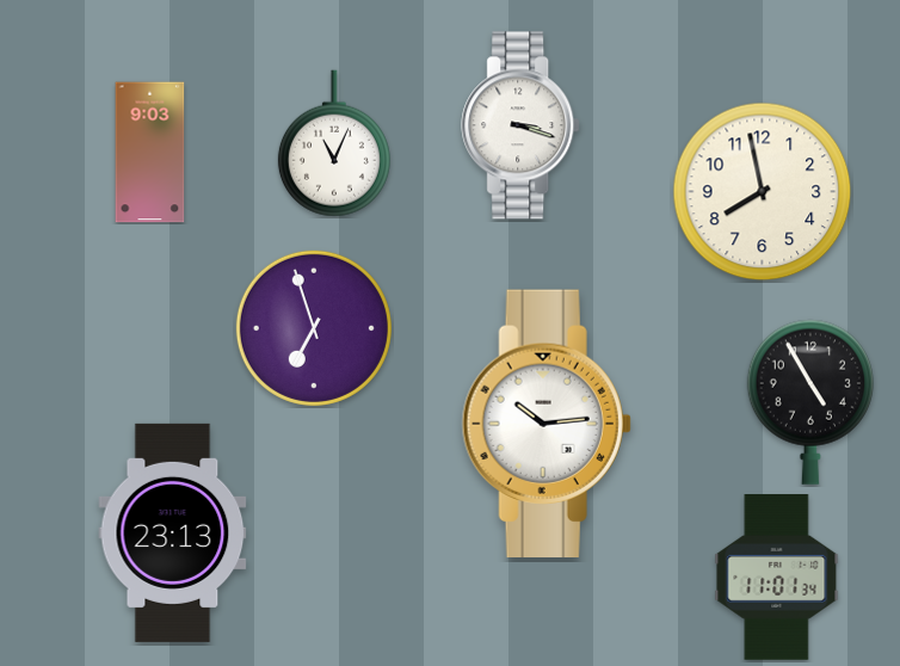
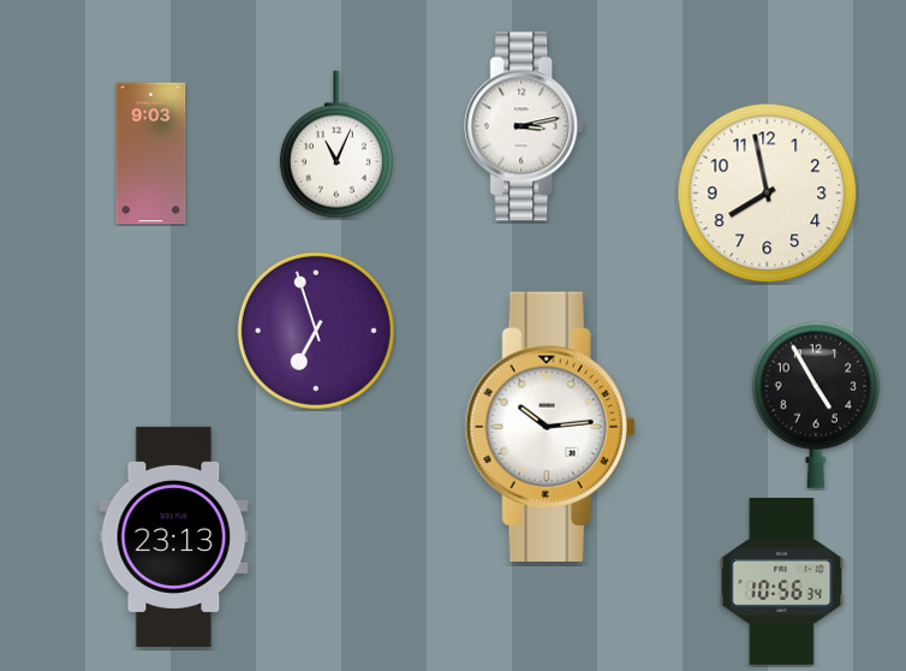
clock at (522, 125): 3:18 -> 3:13
clock at (777, 578): 11:01 -> 10:56
